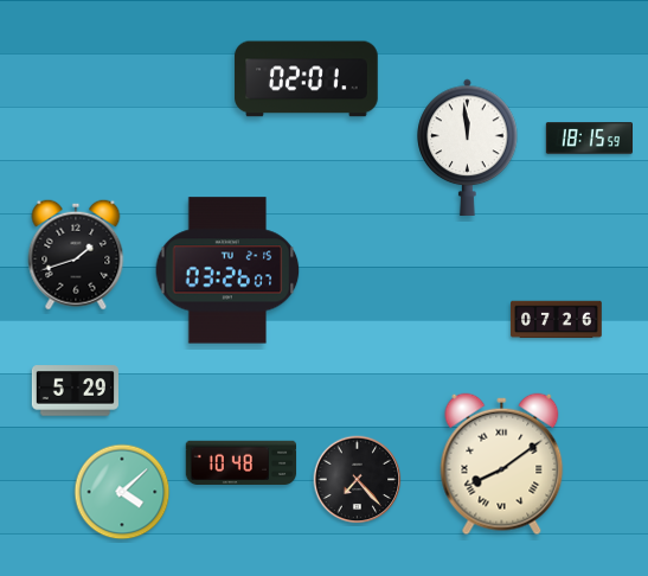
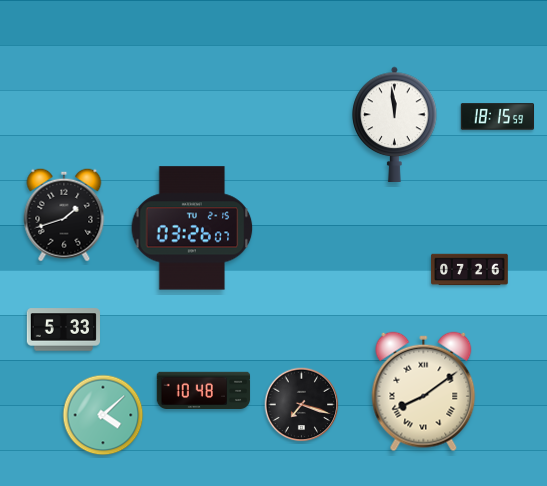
clock at (307, 79): 02:01 -> none
clock at (75, 391): 5:29 -> 5:33
clock at (358, 480): 7:23 -> 7:18
